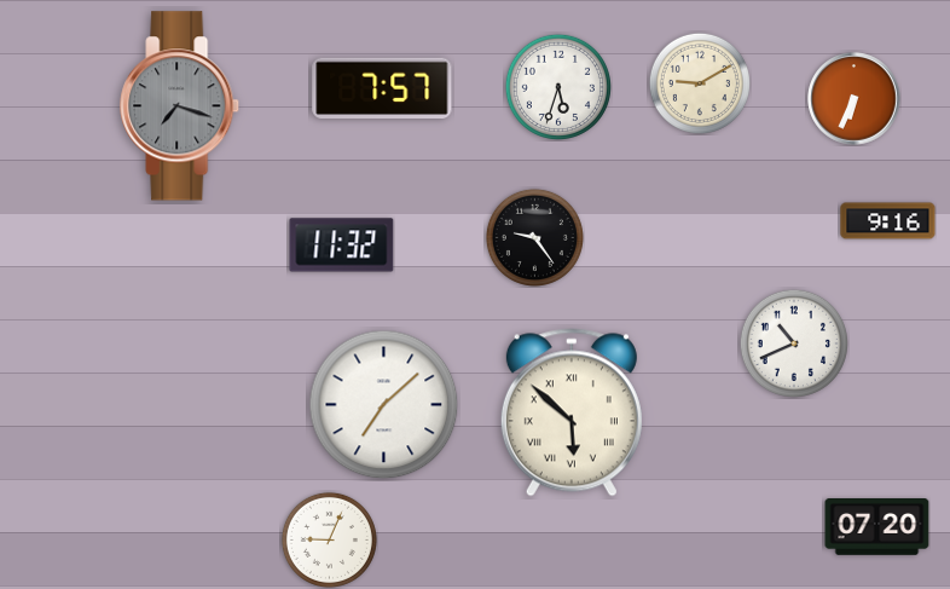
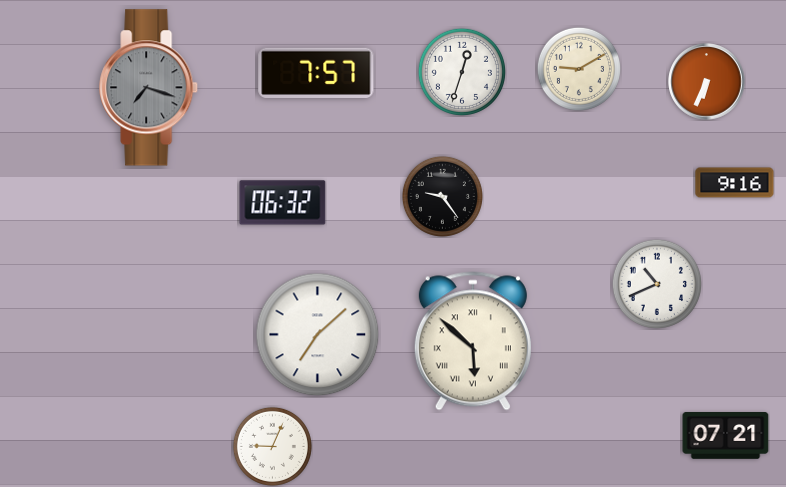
clock at (558, 87): 5:33 -> 12:33
clock at (342, 246): 11:32 -> 06:32
clock at (877, 527): 07:20 -> 07:21
